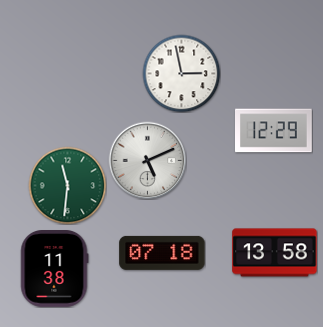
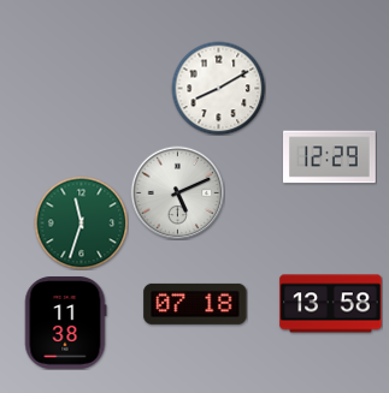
clock at (181, 73): 2:58 -> 8:10
clock at (67, 185): 11:31 -> 11:33
